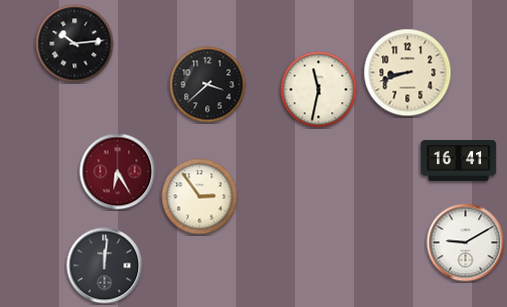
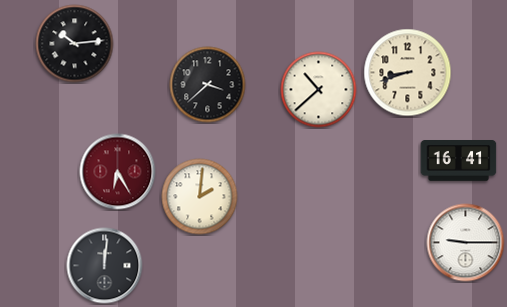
clock at (319, 90): 11:32 -> 10:38
clock at (200, 197): 2:54 -> 2:01
clock at (466, 243): 9:10 -> 9:15
